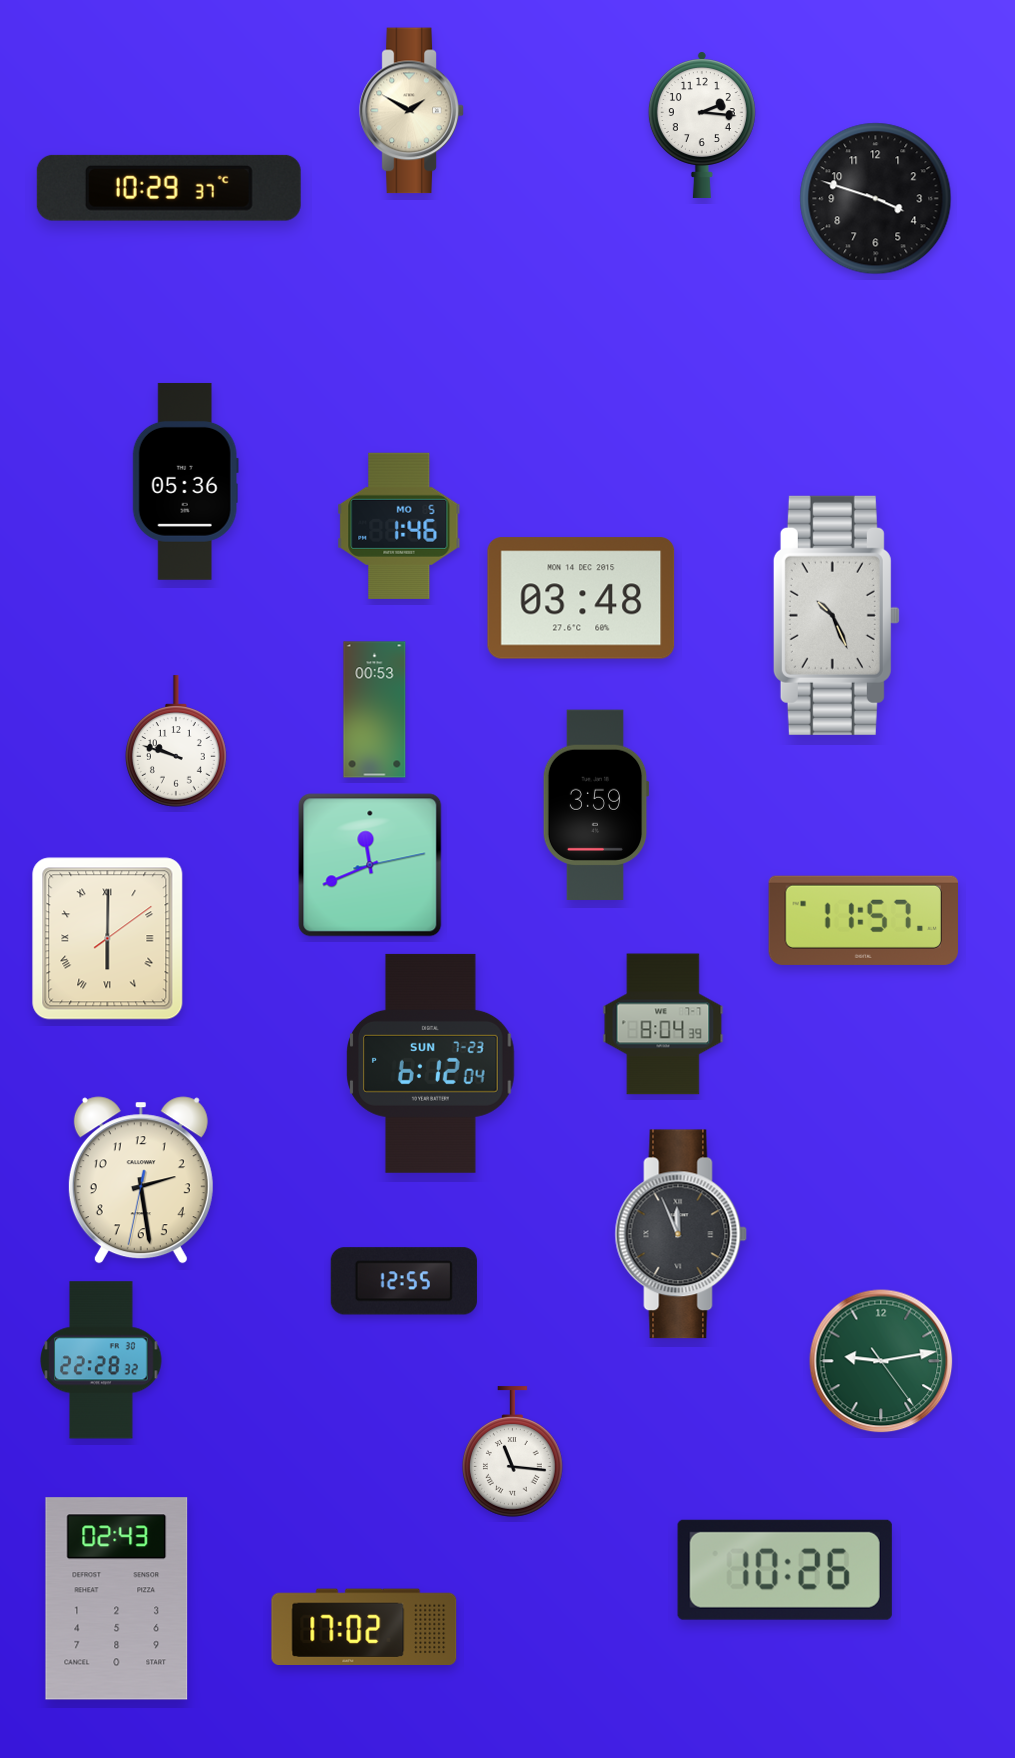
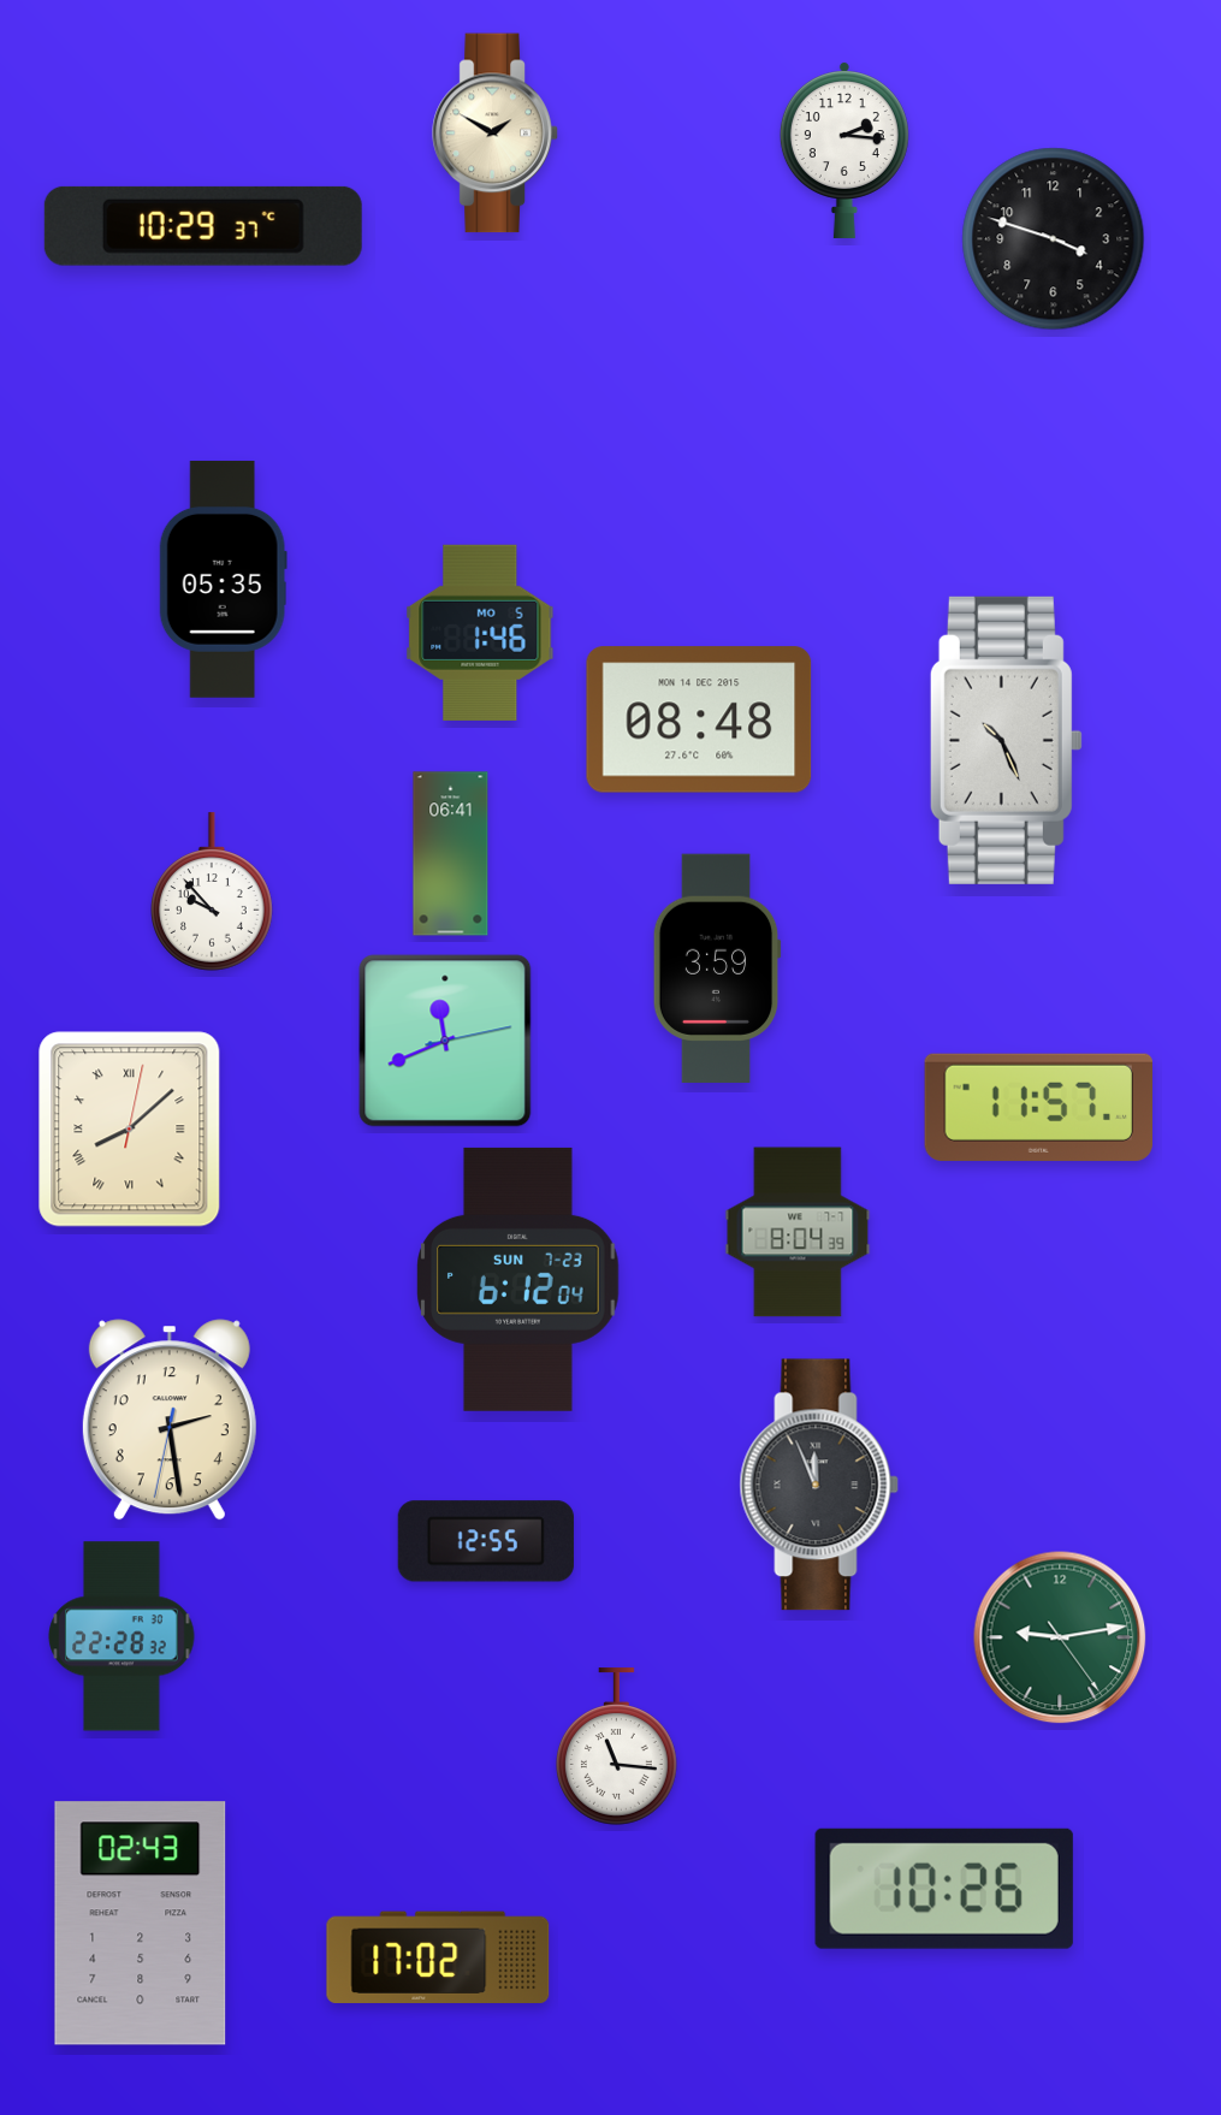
clock at (185, 481): 05:36 -> 05:35
clock at (581, 598): 03:48 -> 08:48
clock at (375, 710): 00:53 -> 06:41
clock at (177, 741): 9:48 -> 9:53
clock at (108, 939): 6:00 -> 8:08
